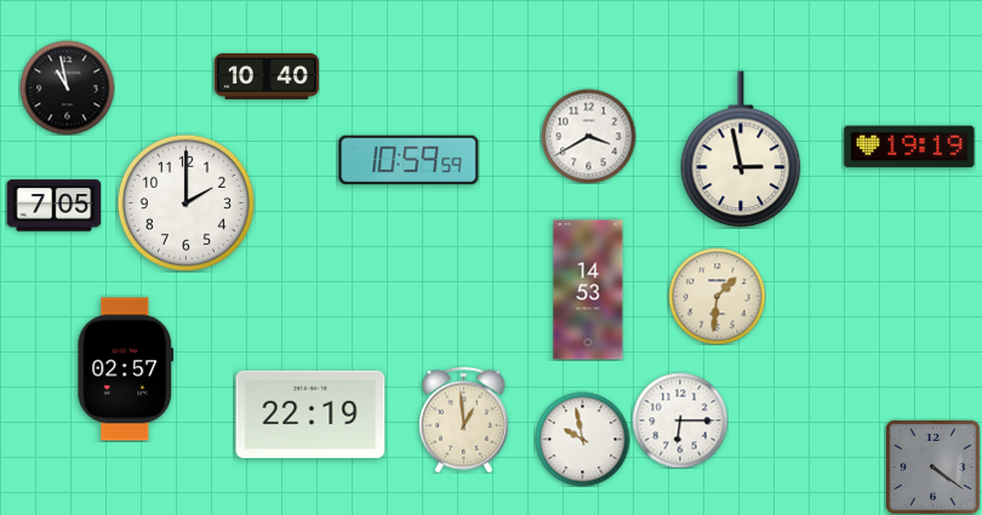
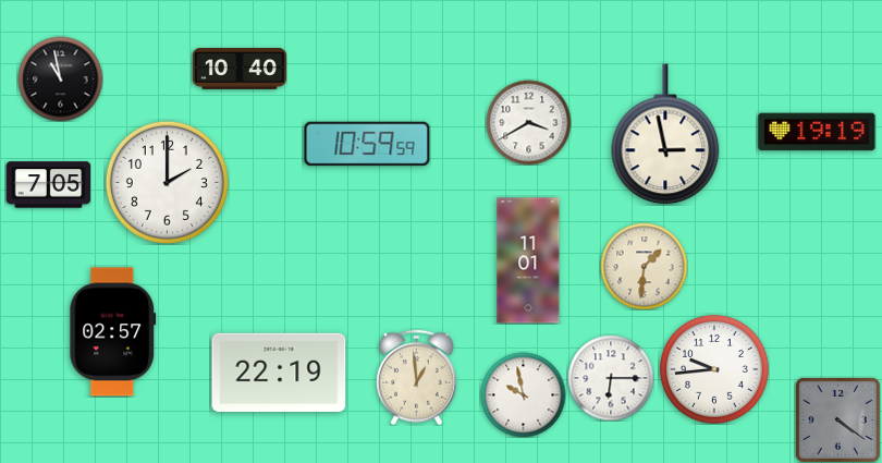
clock at (588, 290): 14:53 -> 11:01
clock at (714, 369): none -> 9:44
